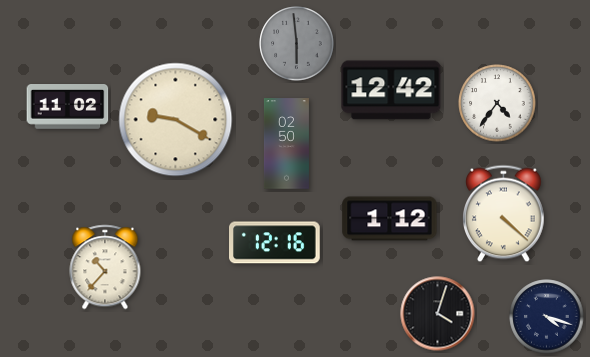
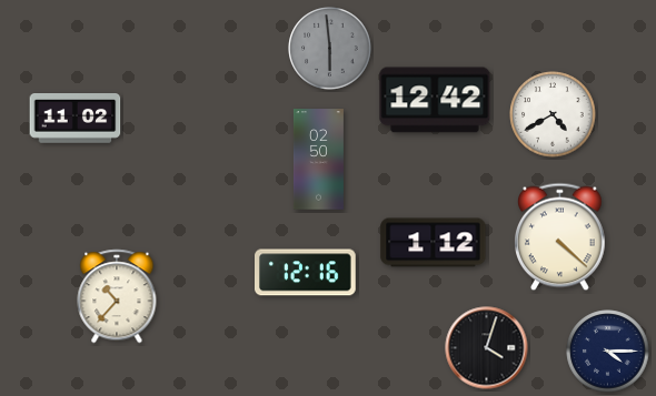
clock at (497, 103): 4:36 -> 4:40
clock at (176, 120): 9:20 -> none
clock at (275, 243) position: (275, 243) -> (306, 273)
clock at (547, 317): 4:18 -> 4:15
